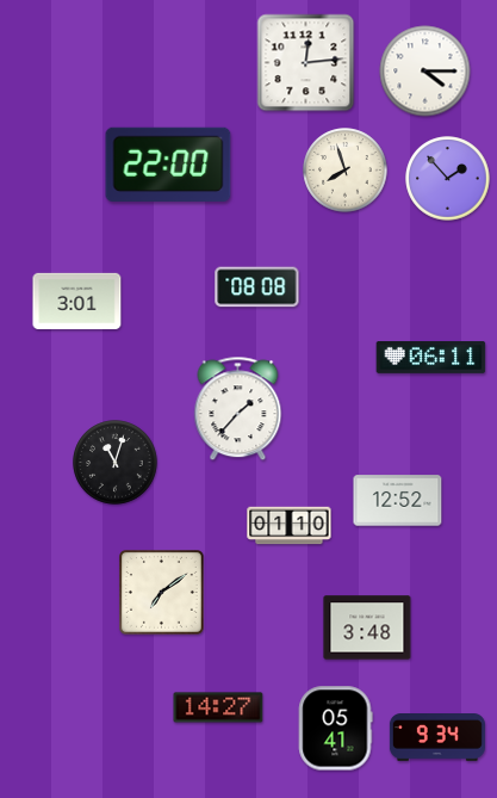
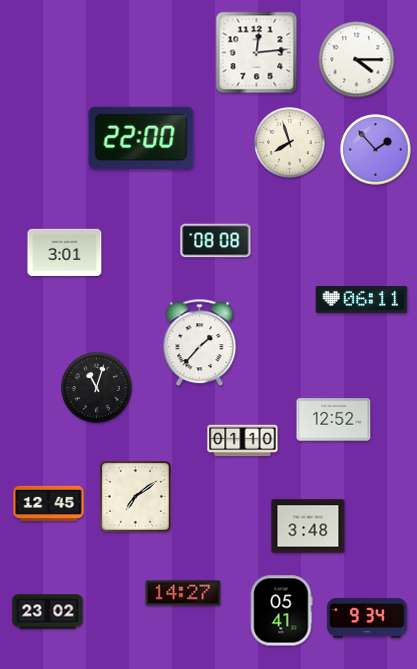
clock at (49, 503): none -> 12:45
clock at (48, 612): none -> 23:02
